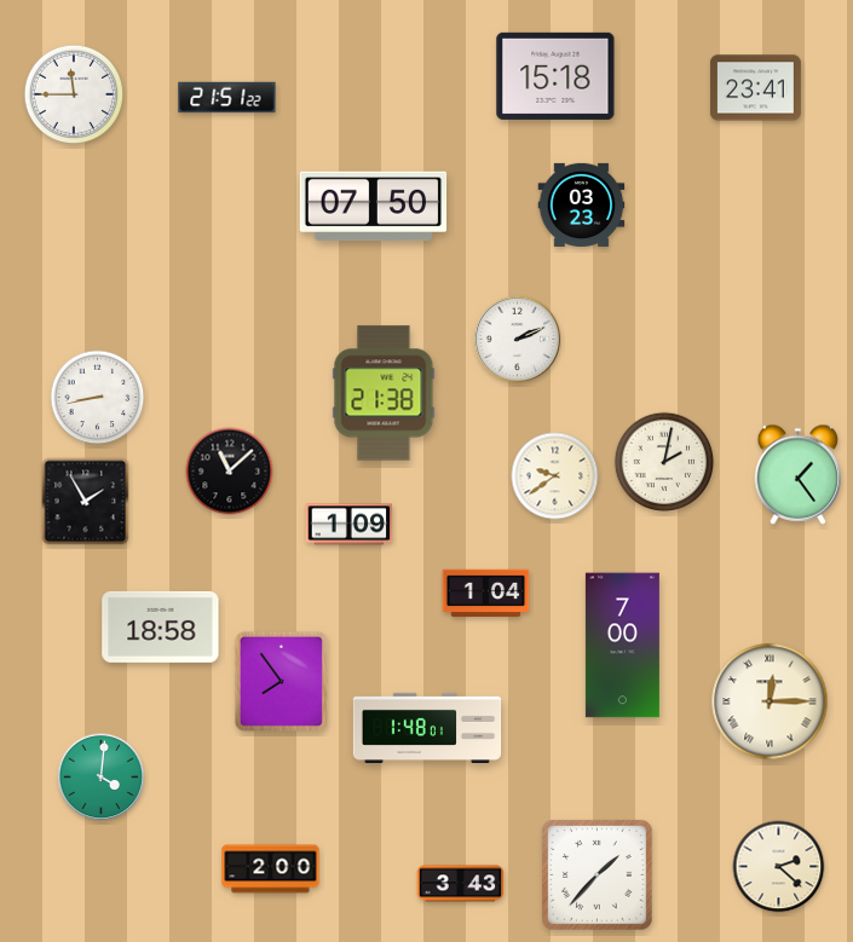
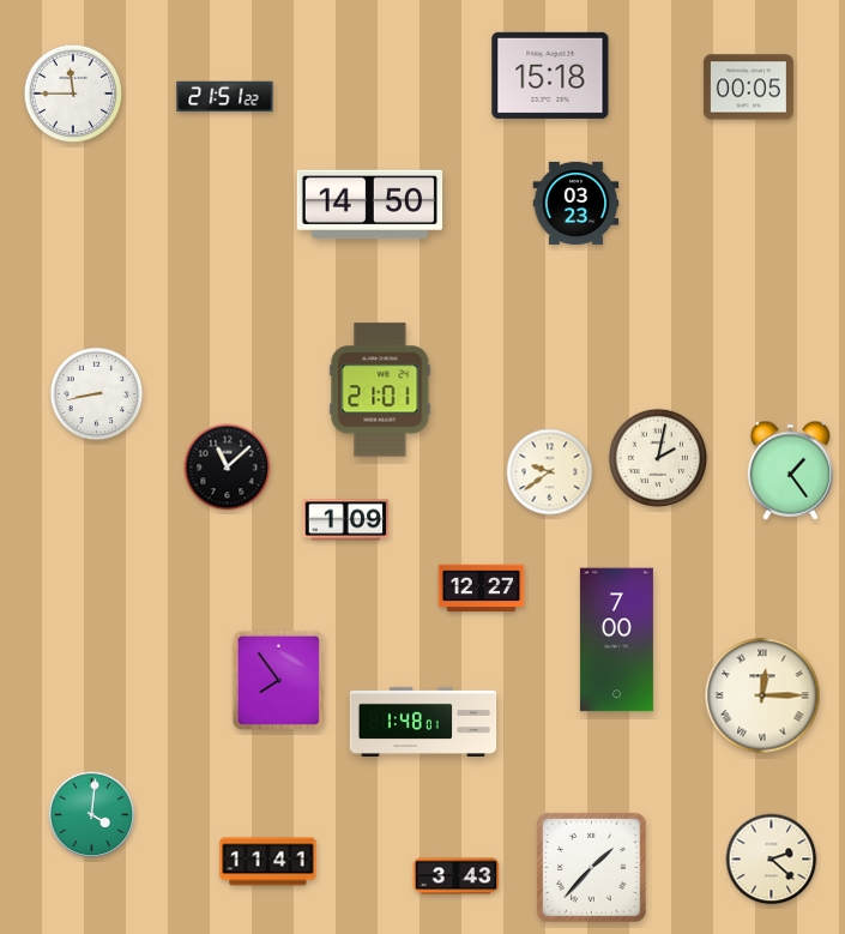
clock at (755, 88): 23:41 -> 00:05
clock at (374, 207): 07:50 -> 14:50
clock at (518, 340): 2:11 -> none
clock at (384, 393): 21:38 -> 21:01
clock at (86, 502): 1:55 -> none
clock at (486, 594): 1:04 -> 12:27
clock at (161, 626): 18:58 -> none
clock at (281, 681) position: (281, 681) -> (278, 680)
clock at (102, 778) position: (102, 778) -> (92, 815)
clock at (271, 869): 2:00 -> 11:41
